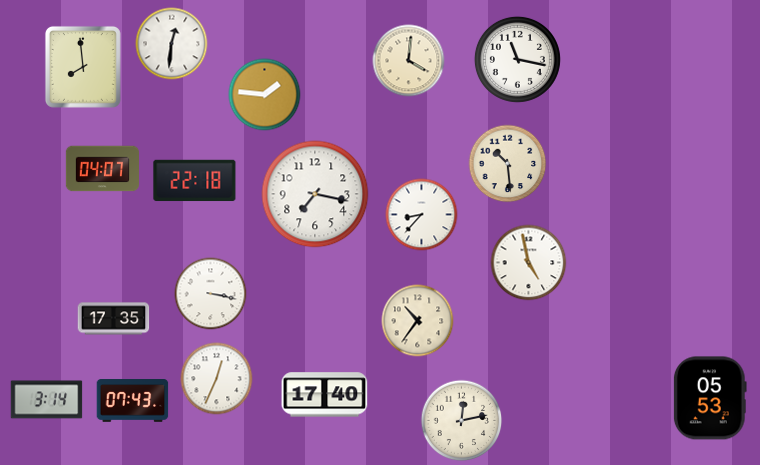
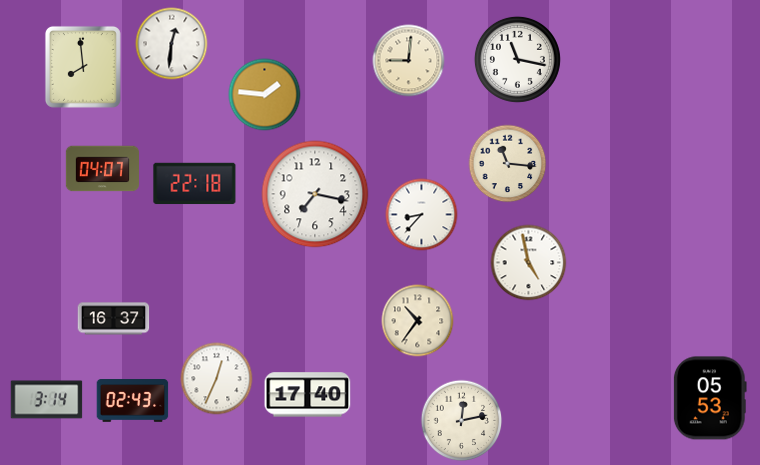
clock at (409, 61): 4:01 -> 9:01
clock at (508, 164): 10:29 -> 11:16
clock at (195, 181) position: (195, 181) -> (195, 184)
clock at (211, 294): 3:17 -> none
clock at (114, 319): 17:35 -> 16:37
clock at (325, 395) position: (325, 395) -> (308, 395)
clock at (133, 401): 07:43 -> 02:43
